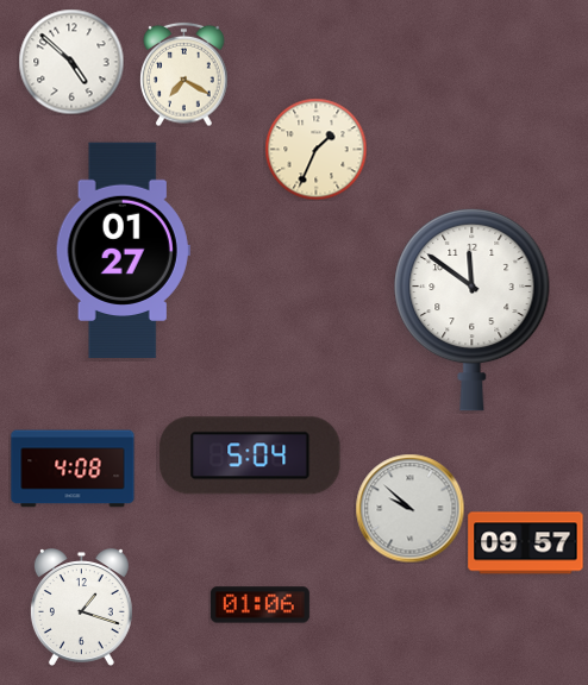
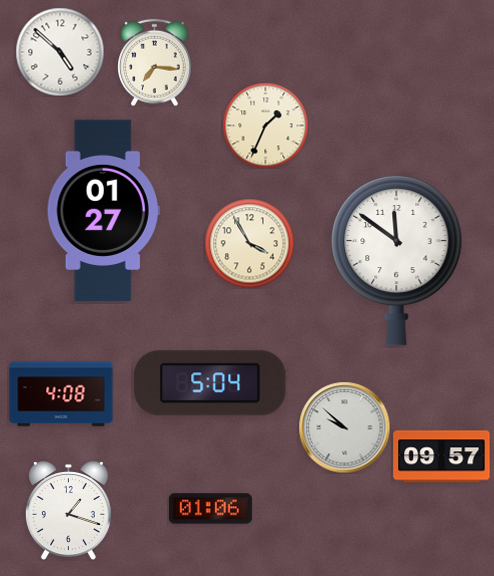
clock at (184, 74): 7:20 -> 7:16
clock at (249, 243): none -> 3:55
clock at (259, 605) position: (259, 605) -> (210, 509)
